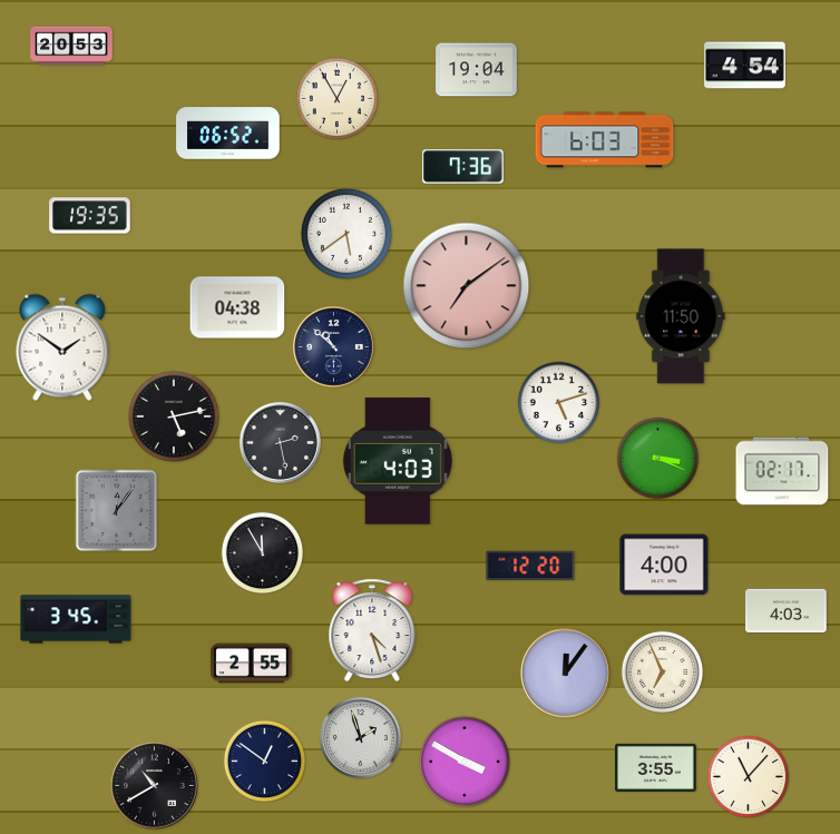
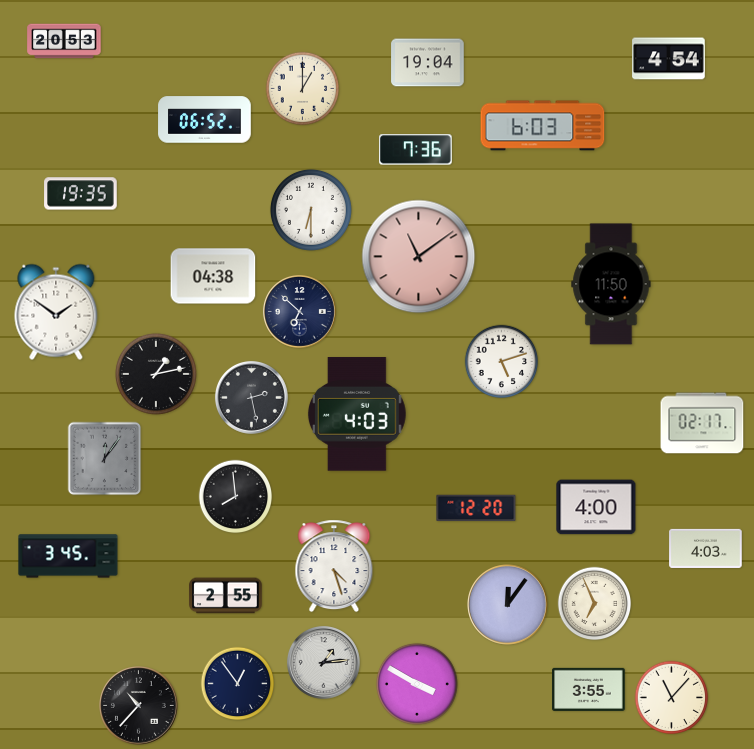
clock at (338, 99): 12:55 -> 1:00
clock at (346, 234): 5:39 -> 6:30
clock at (467, 286): 7:09 -> 11:09
clock at (333, 346): 10:52 -> 6:52
clock at (174, 416): 5:13 -> 1:13
clock at (658, 459): 3:19 -> none
clock at (263, 553): 11:55 -> 7:59
clock at (360, 737): 1:57 -> 1:14
clock at (265, 762): 12:51 -> 12:54
clock at (155, 786): 10:40 -> 10:37
